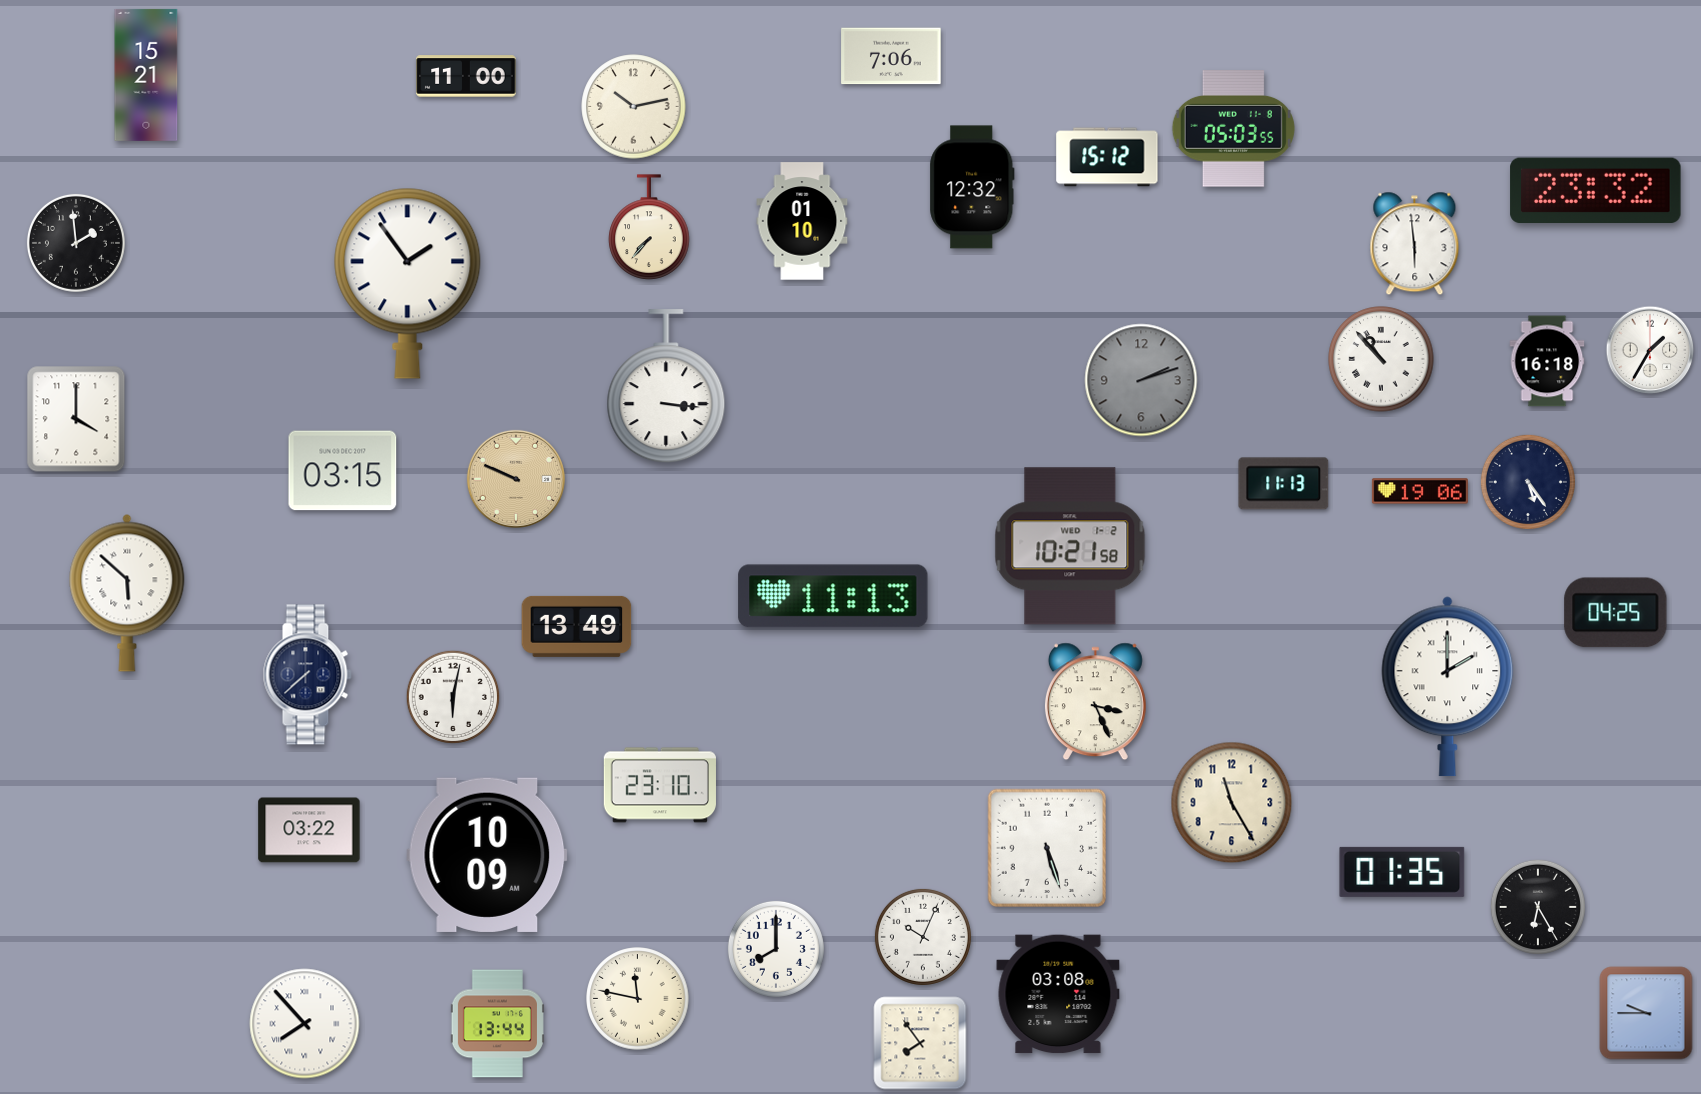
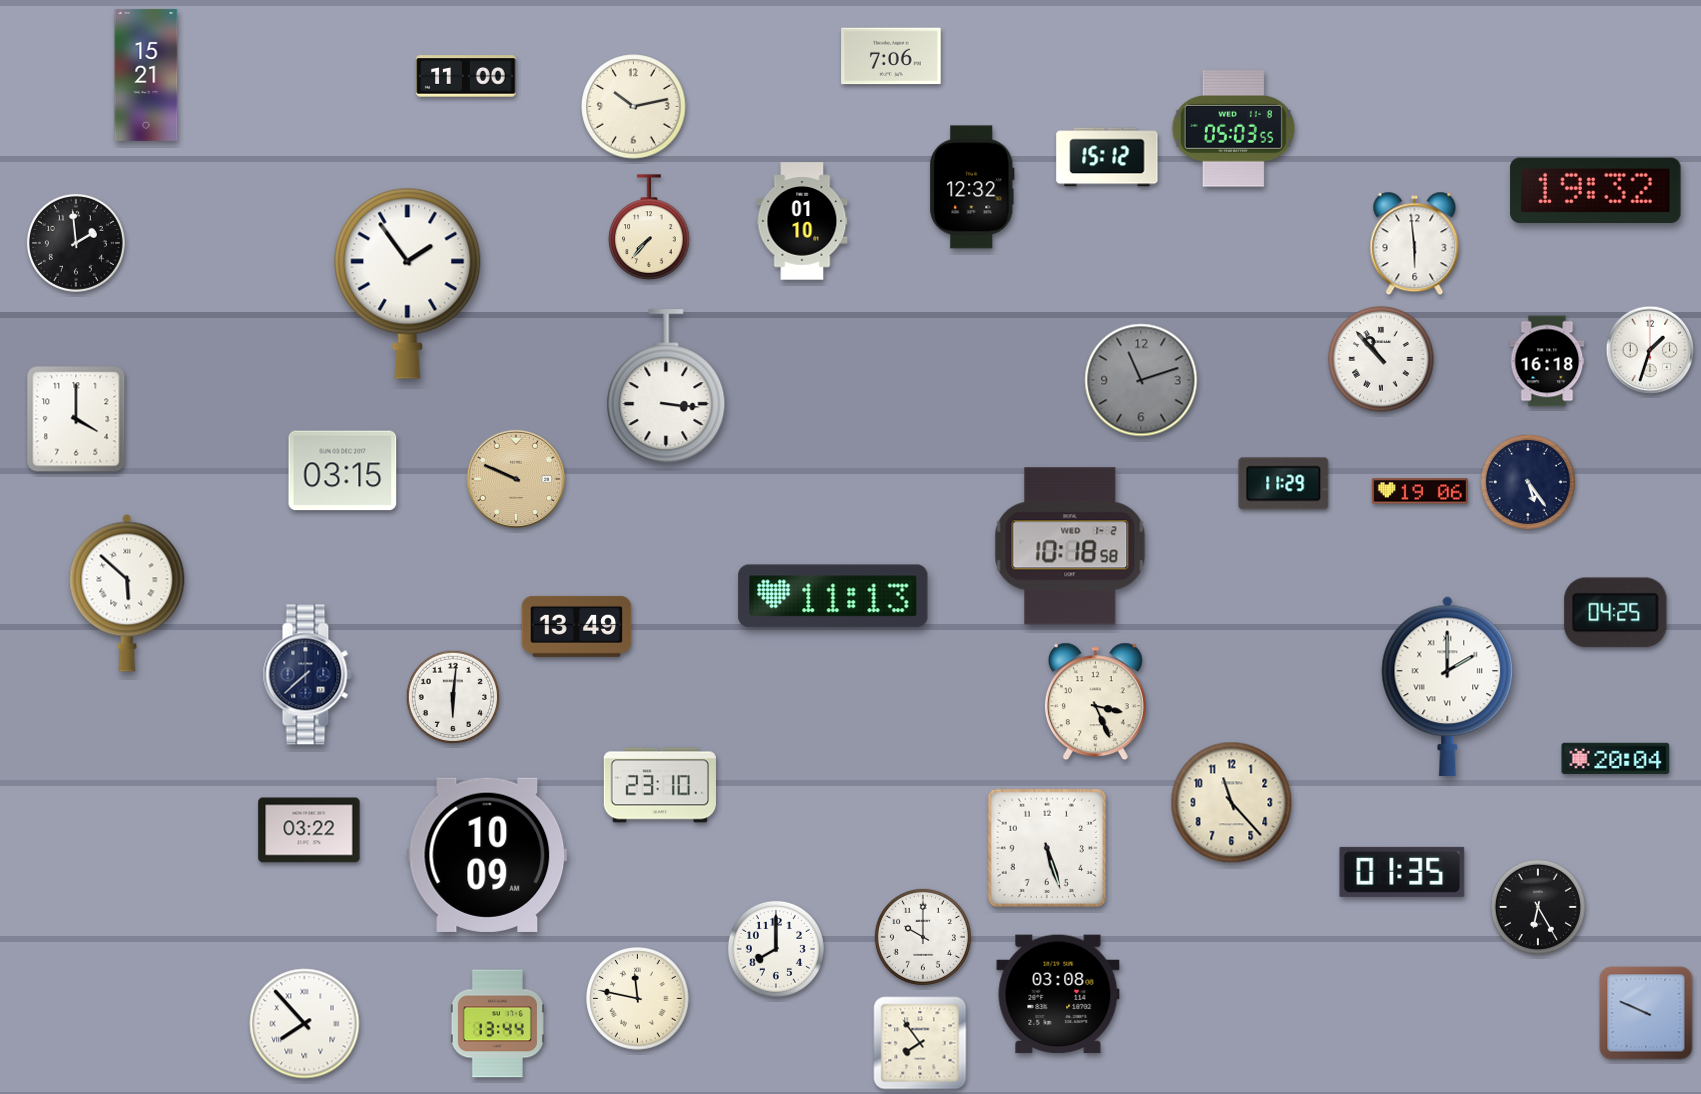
clock at (1596, 191): 23:32 -> 19:32
clock at (1650, 350): 1:35 -> 1:33
clock at (1141, 380): 2:12 -> 11:12
clock at (1284, 484): 11:13 -> 11:29
clock at (1070, 546): 10:21 -> 10:18
clock at (452, 696): 6:02 -> 6:01
clock at (1616, 758): none -> 20:04
clock at (1232, 803): 11:25 -> 11:23
clock at (923, 937): 10:04 -> 10:00
clock at (1646, 1013): 9:45 -> 9:49
